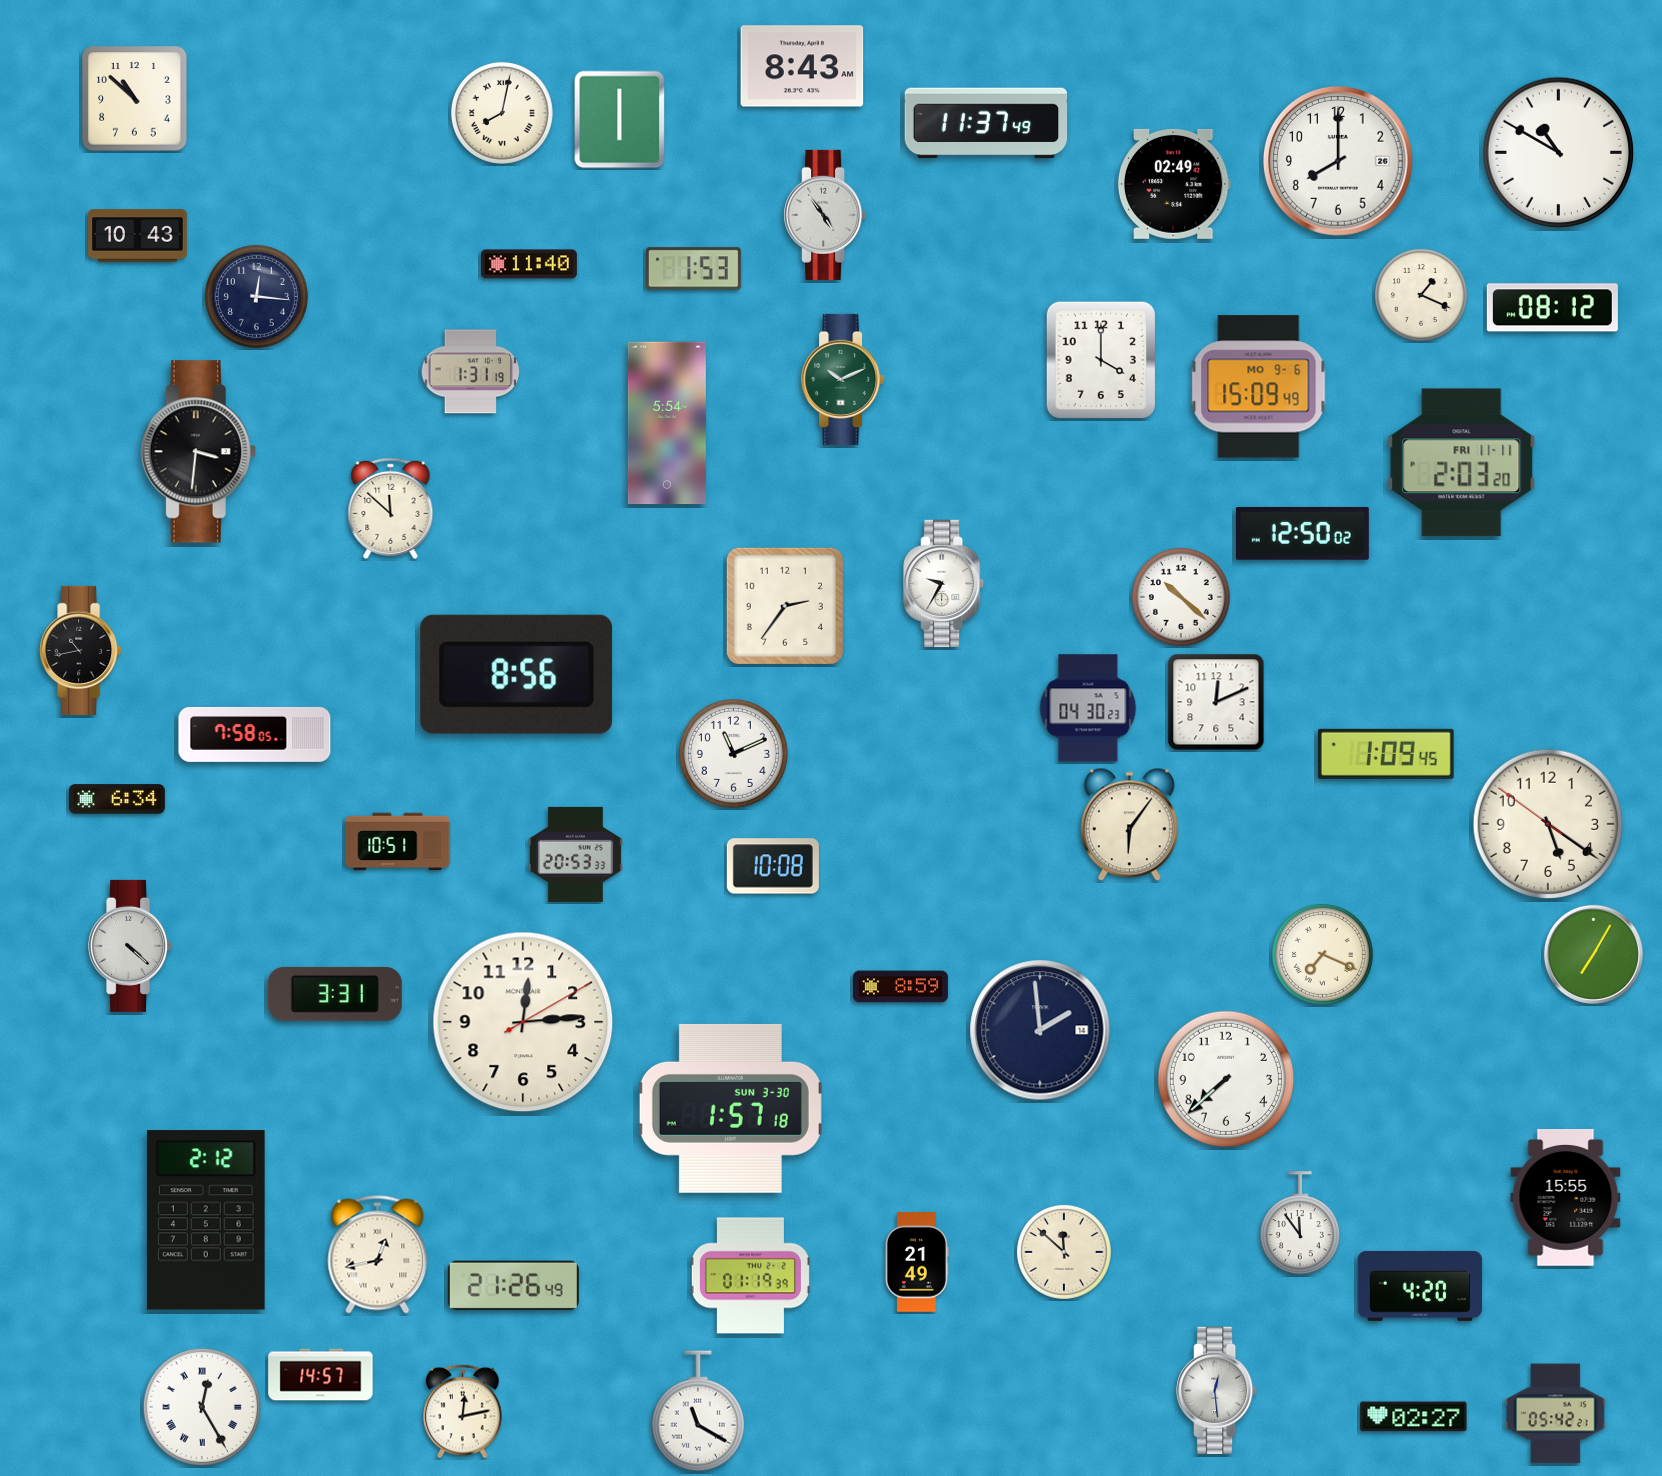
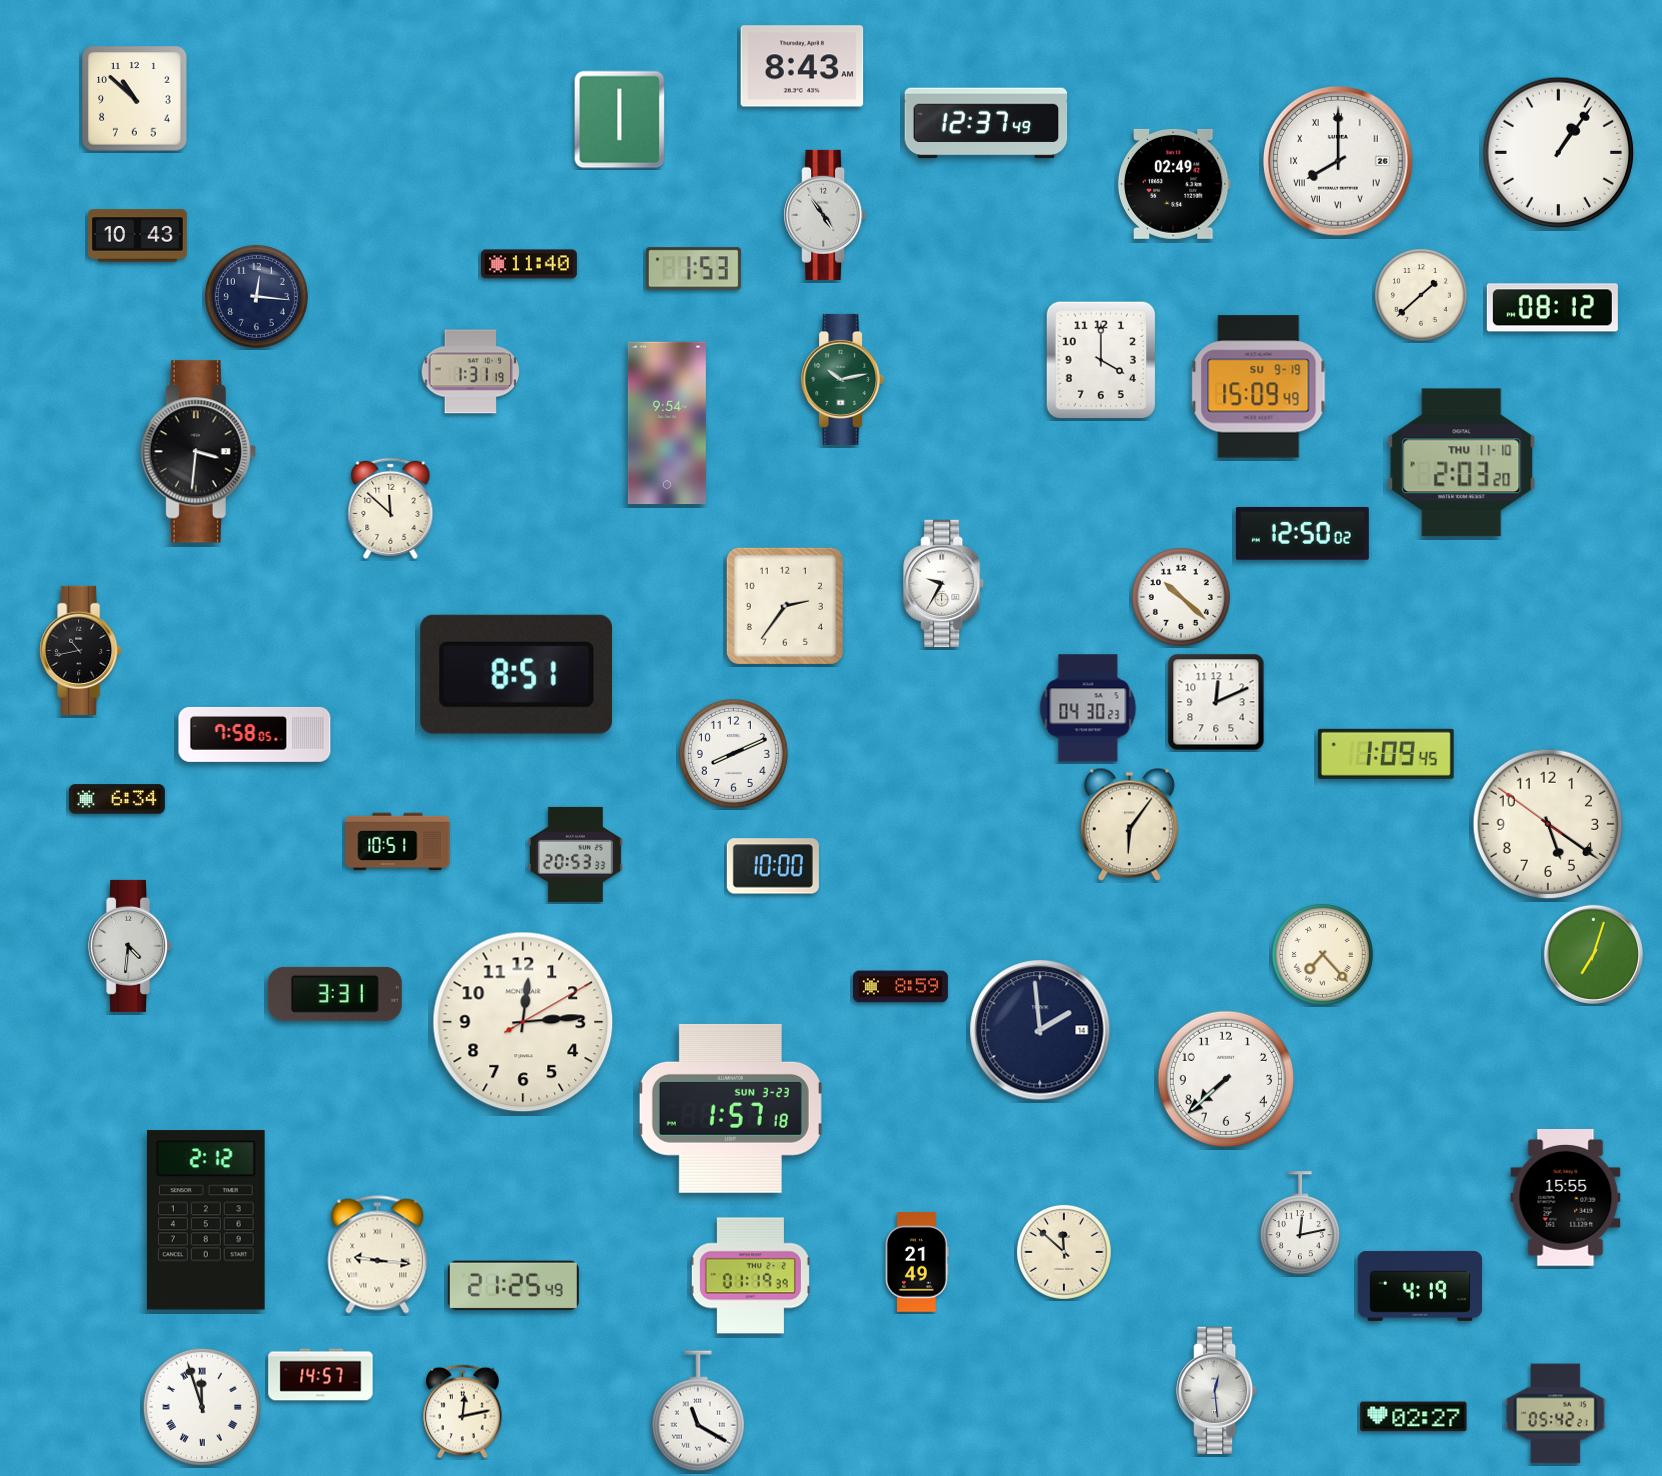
clock at (502, 113): 8:02 -> none
clock at (986, 123): 11:37 -> 12:37
clock at (1558, 152): 10:50 -> 1:06
clock at (1339, 162) numerals: Arabic -> Roman
clock at (1422, 296): 1:19 -> 1:38
clock at (843, 379): 10:11 -> 10:13
clock at (1259, 387) date: MO 9-6 -> SU 9-19
clock at (667, 423): 5:54 -> 9:54
clock at (1462, 463) date: FRI 11-11 -> THU 11-10
clock at (517, 674): 8:56 -> 8:51
clock at (733, 753): 11:11 -> 8:11
clock at (773, 866): 10:08 -> 10:00
clock at (131, 946): 4:22 -> 4:31
clock at (1322, 954): 7:19 -> 7:23
clock at (1593, 954): 7:05 -> 7:03
clock at (730, 1108) date: SUN 3-30 -> SUN 3-23
clock at (1300, 1224): 11:54 -> 12:13
clock at (378, 1255): 12:43 -> 9:16
clock at (513, 1286): 21:26 -> 21:25
clock at (1420, 1286): 4:20 -> 4:19
clock at (202, 1407): 12:25 -> 11:57
